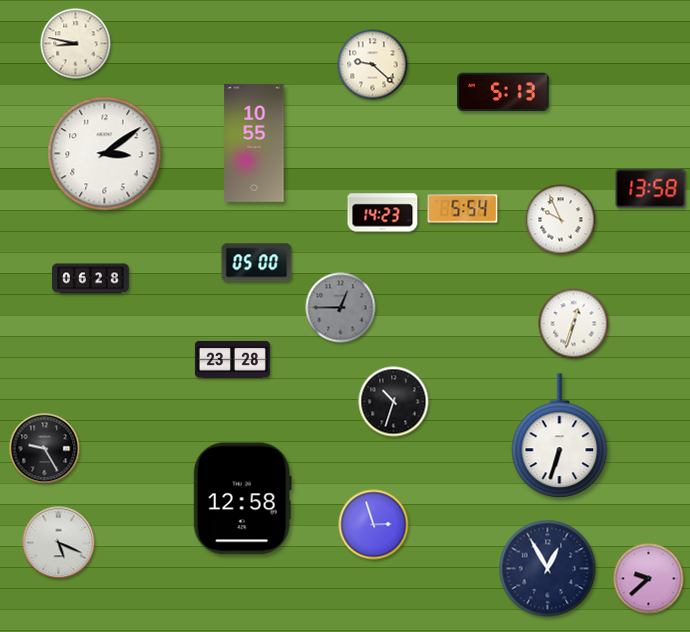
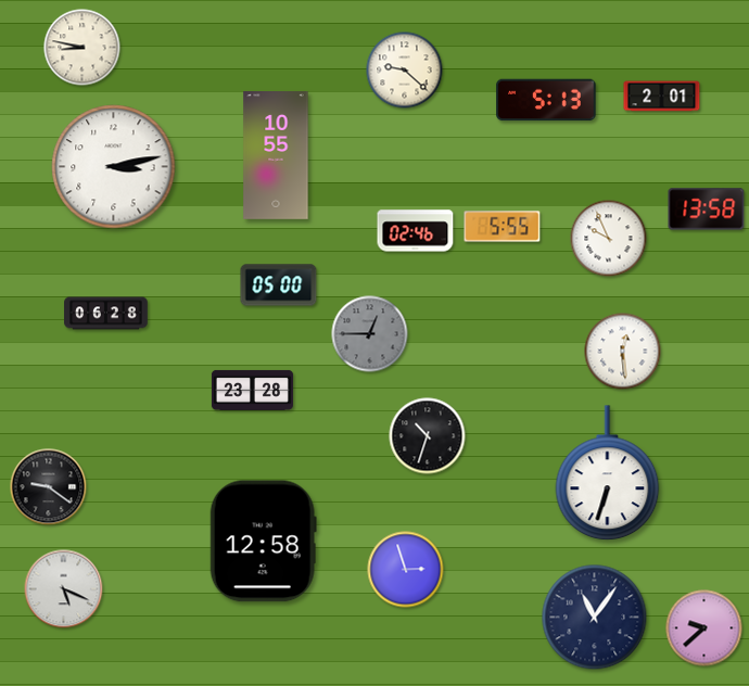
clock at (662, 97): none -> 2:01
clock at (105, 154): 3:09 -> 3:13
clock at (651, 189) position: (651, 189) -> (707, 209)
clock at (463, 209): 5:54 -> 5:55
clock at (383, 213): 14:23 -> 02:46
clock at (91, 279) position: (91, 279) -> (106, 314)
clock at (574, 324): 12:33 -> 12:29
clock at (45, 449): 9:25 -> 9:21
clock at (548, 569): 12:55 -> 11:06
